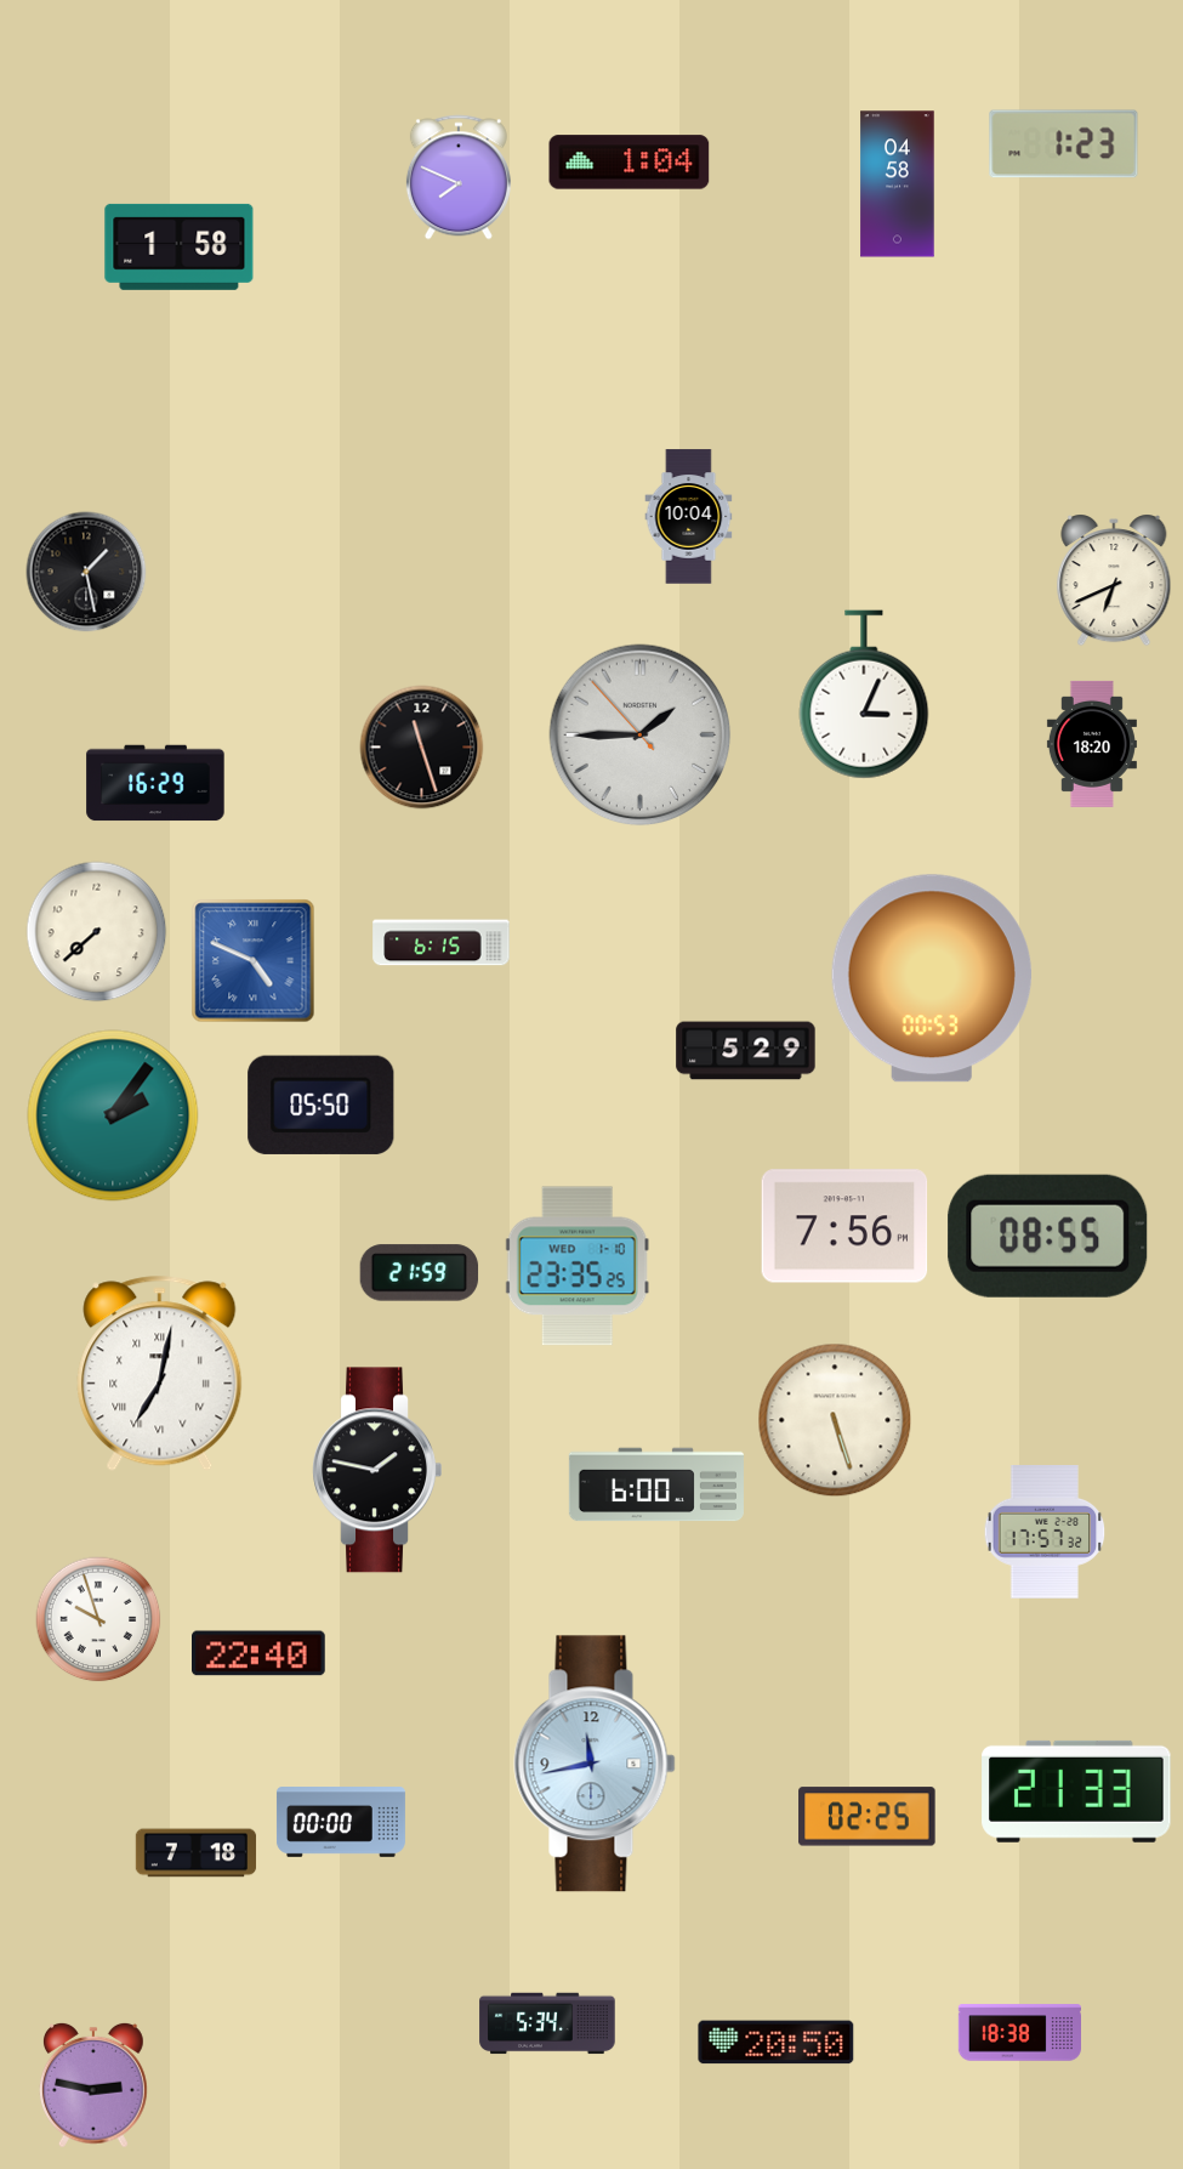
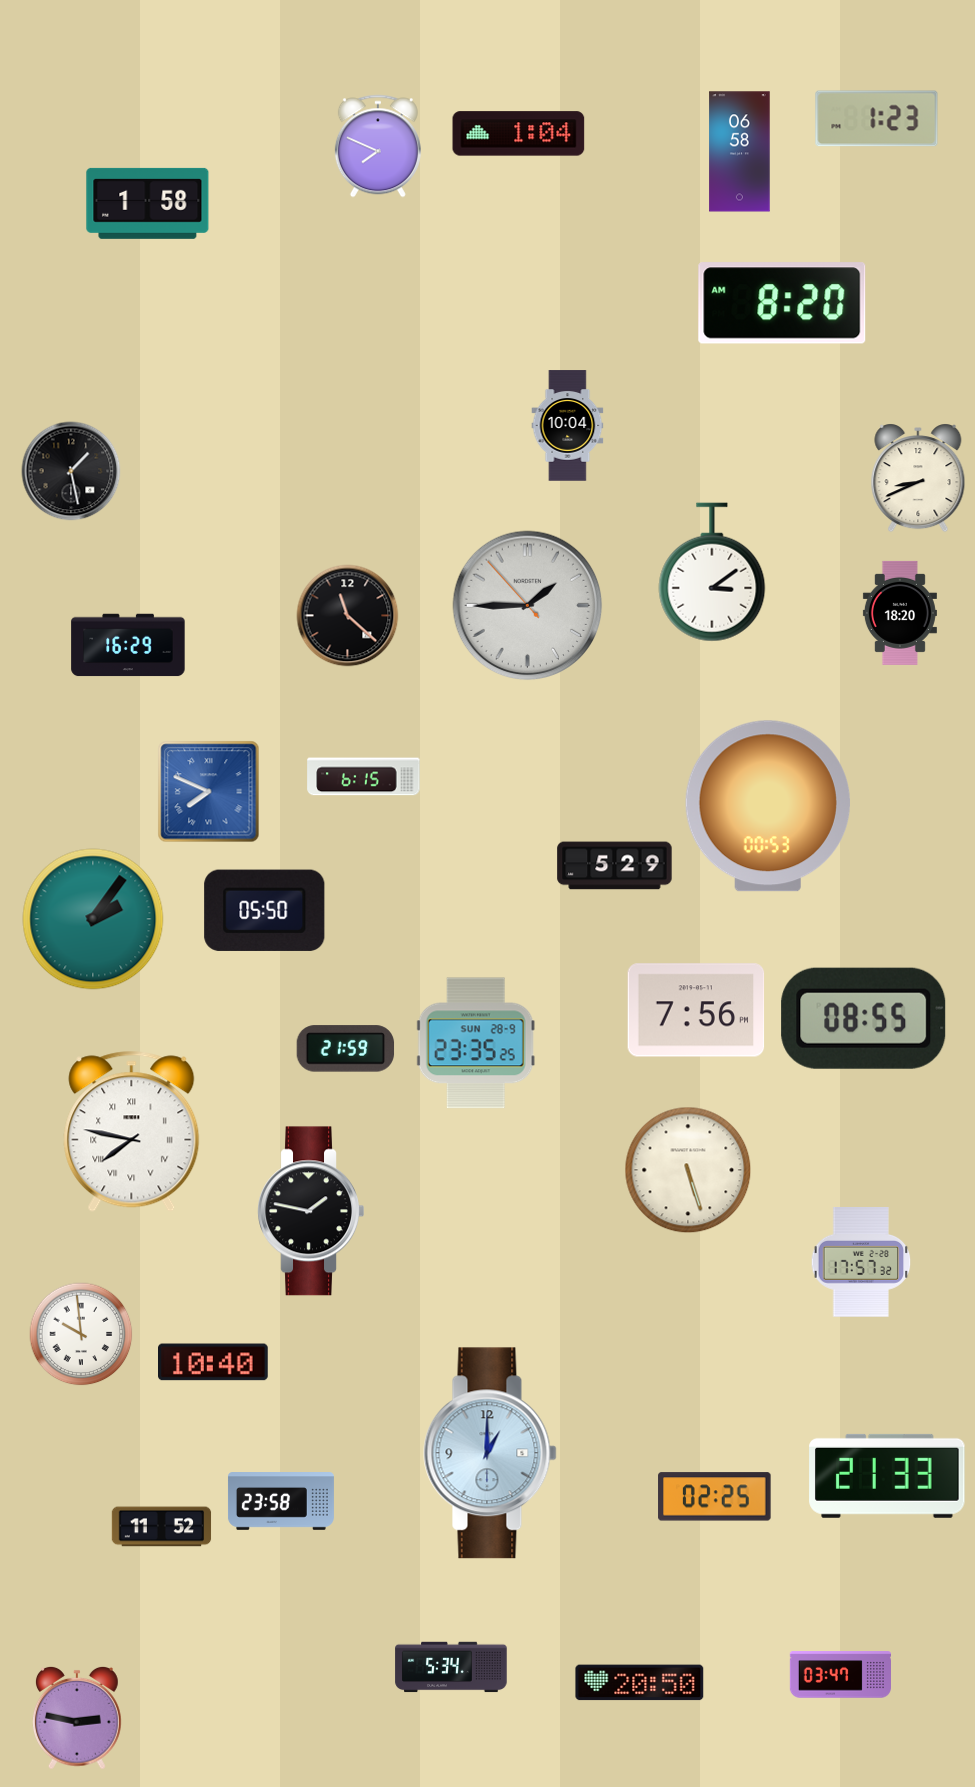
clock at (898, 184): 04:58 -> 06:58
clock at (782, 303): none -> 8:20
clock at (1114, 580): 6:41 -> 8:41
clock at (864, 694): 3:04 -> 3:09
clock at (422, 748): 11:27 -> 11:22
clock at (97, 932): 7:38 -> none
clock at (254, 961): 4:49 -> 7:49
clock at (578, 1266) date: WED 1-10 -> SUN 28-9
clock at (160, 1374): 7:02 -> 7:47
clock at (656, 1484): 6:00 -> none
clock at (98, 1619): 9:57 -> 9:59
clock at (260, 1653): 22:40 -> 10:40
clock at (595, 1764): 11:43 -> 1:00
clock at (341, 1822): 00:00 -> 23:58
clock at (197, 1853): 7:18 -> 11:52
clock at (1019, 2033): 18:38 -> 03:47
